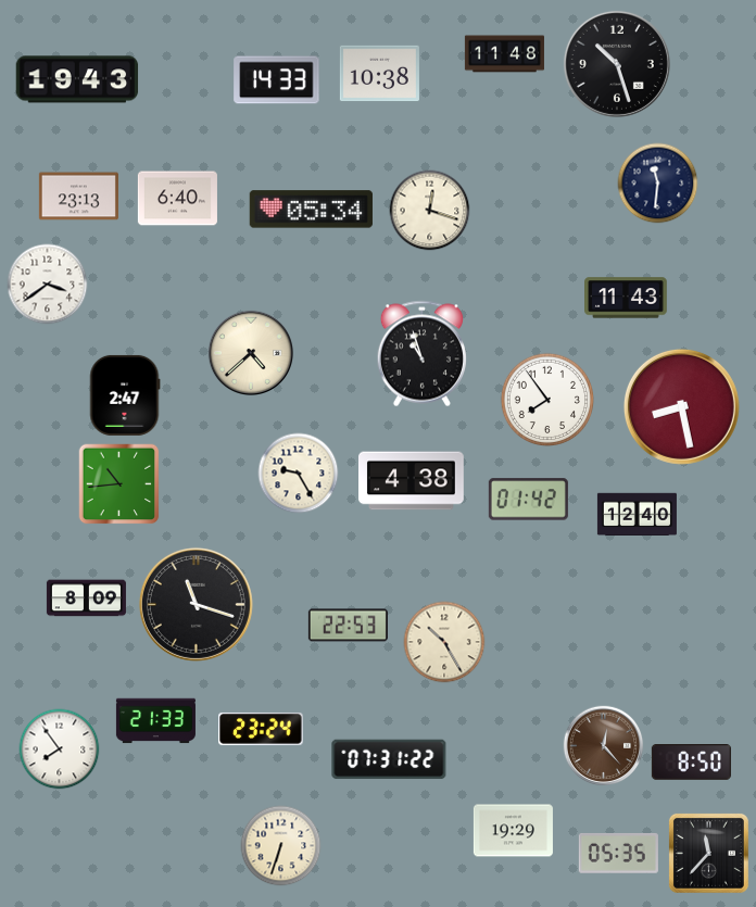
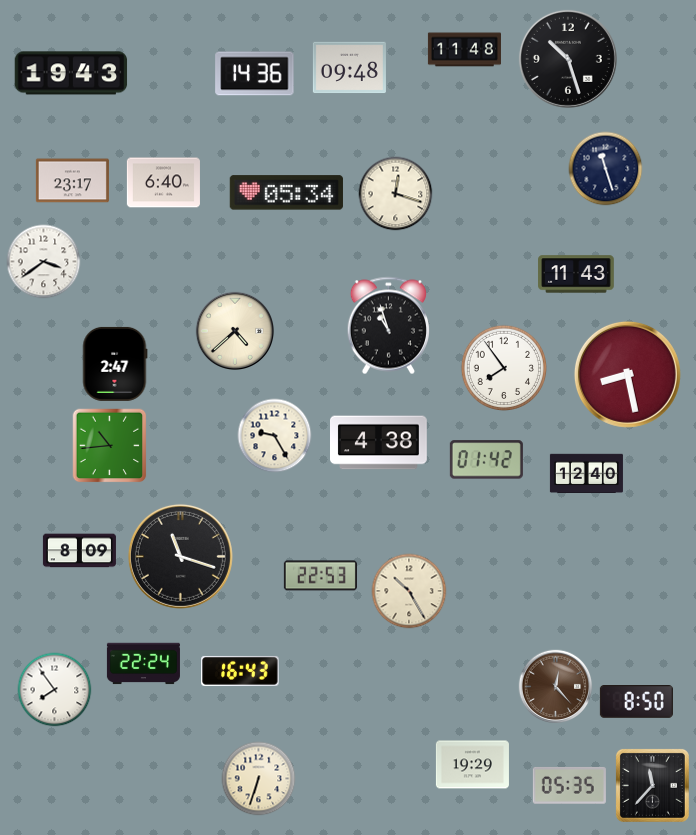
clock at (379, 74): 10:38 -> 09:48
clock at (277, 80): 14:33 -> 14:36
clock at (658, 184): 11:31 -> 11:27
clock at (78, 197): 23:13 -> 23:17
clock at (250, 352) position: (250, 352) -> (234, 330)
clock at (155, 721): 21:33 -> 22:24
clock at (261, 729): 23:24 -> 16:43
clock at (389, 759): 07:31 -> none
